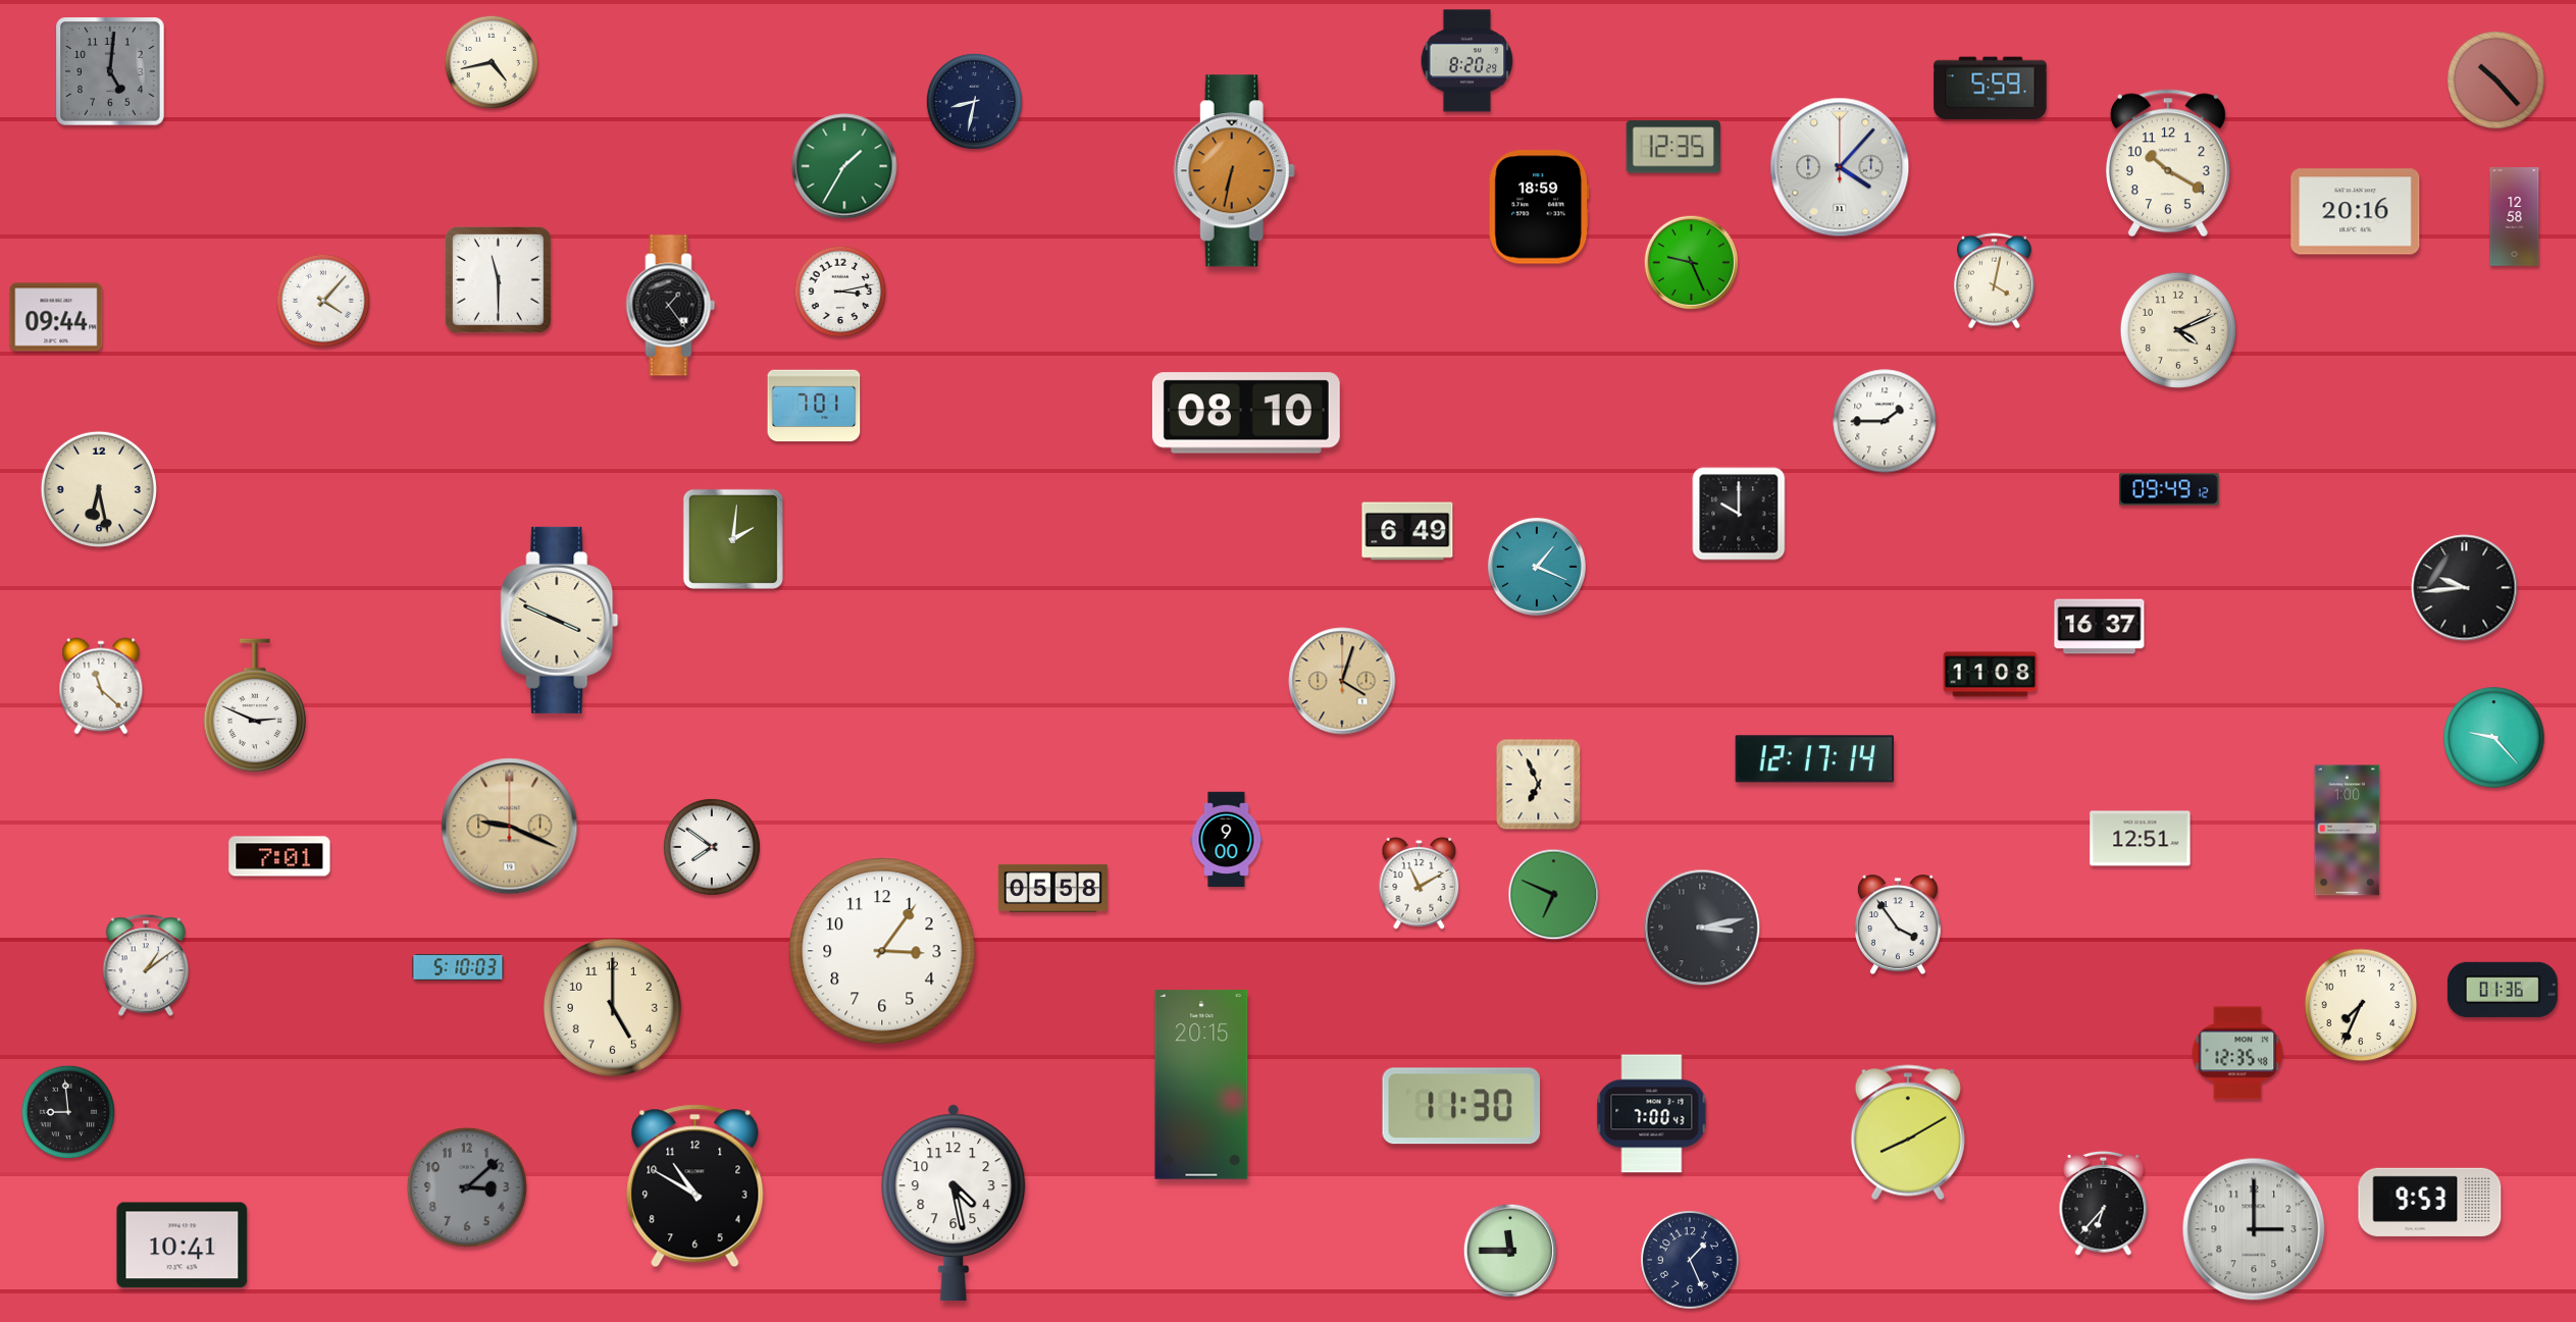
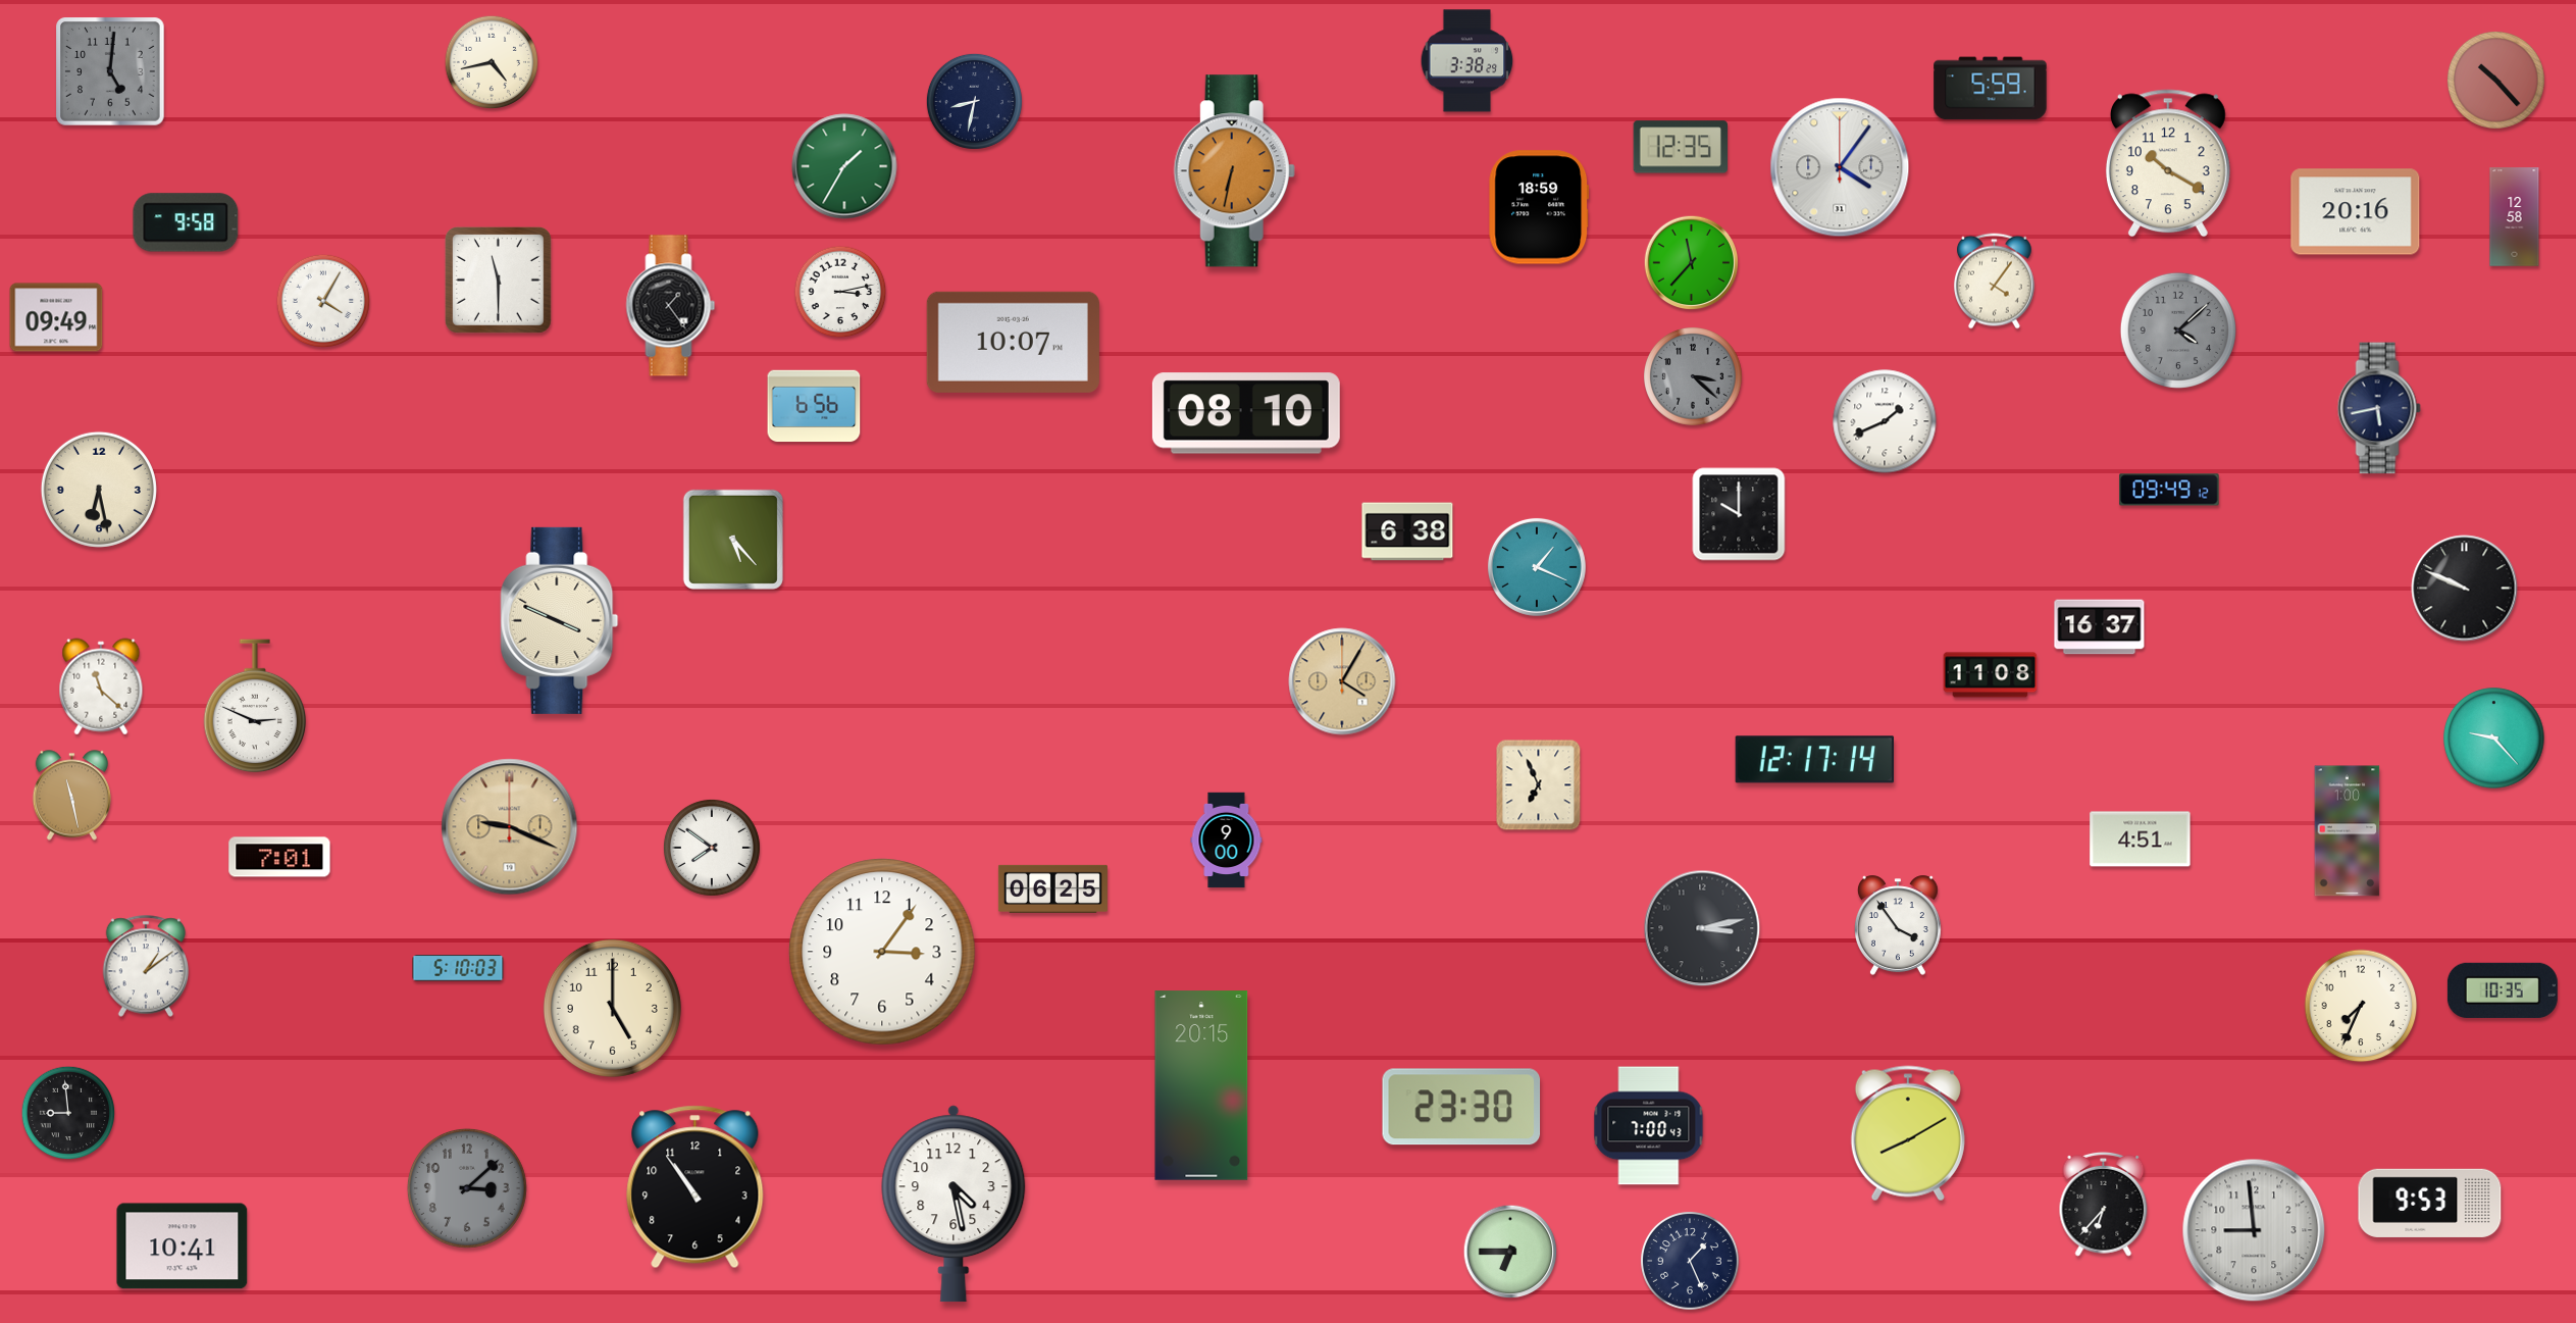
clock at (1467, 61): 8:20 -> 3:38
clock at (1672, 147) position: (1672, 147) -> (1680, 147)
clock at (1840, 167): 4:07 -> 4:06
clock at (186, 222): none -> 9:58
clock at (1692, 263): 9:26 -> 11:37
clock at (1994, 281): 4:02 -> 4:06
clock at (323, 301): 4:07 -> 4:05
clock at (56, 317): 09:44 -> 09:49
clock at (2178, 330): 4:11 -> 4:08
clock at (2178, 330) dial: cream -> grey
clock at (1013, 342): none -> 10:07
clock at (1694, 377): none -> 3:22
clock at (814, 406): 7:01 -> 6:56
clock at (2379, 408): none -> 5:43
clock at (1885, 421): 1:45 -> 1:41
clock at (1407, 531): 6:49 -> 6:38
clock at (733, 539): 2:01 -> 5:23
clock at (2465, 588): 9:44 -> 9:49
clock at (1342, 681): 4:03 -> 4:05
clock at (71, 796): none -> 11:28
clock at (2141, 839): 12:51 -> 4:51
clock at (1420, 884): 11:10 -> none
clock at (1052, 888): 05:58 -> 06:25
clock at (1554, 895): 6:49 -> none
clock at (2503, 990): 01:36 -> 10:35
clock at (2237, 1053): 12:35 -> none
clock at (1461, 1106): 11:30 -> 23:30
clock at (1652, 1114) position: (1652, 1114) -> (1649, 1126)
clock at (695, 1186): 10:50 -> 10:54
clock at (2254, 1229): 3:00 -> 8:59
clock at (1510, 1251): 11:45 -> 6:45
